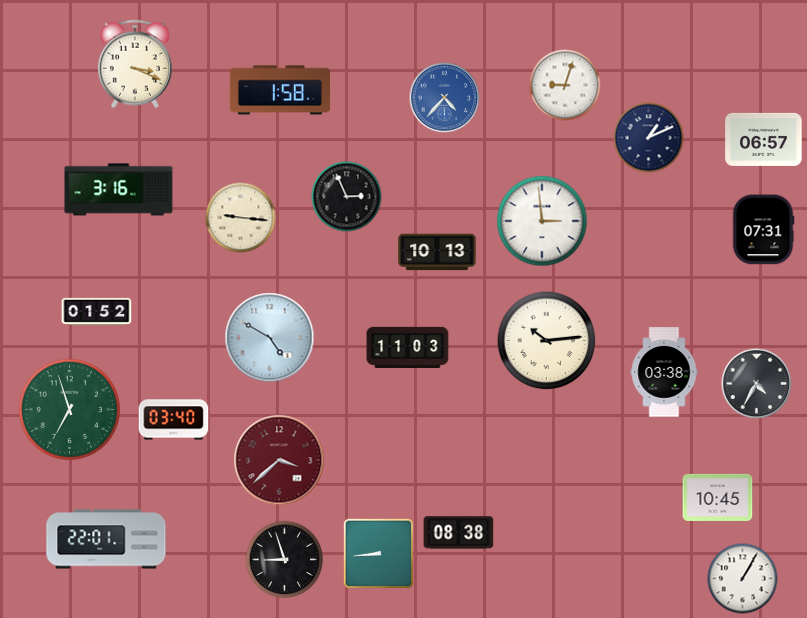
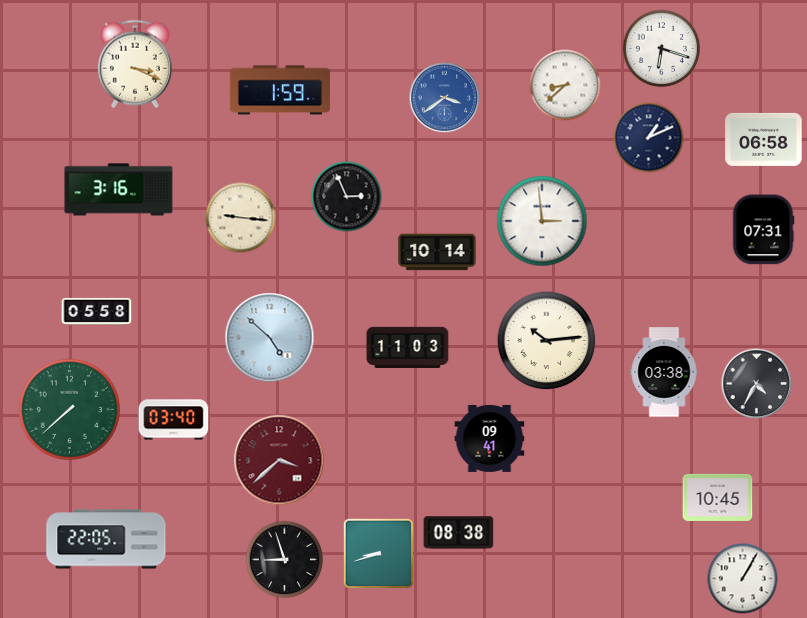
clock at (662, 49): none -> 6:18
clock at (565, 85): 9:03 -> 8:38
clock at (280, 90): 1:58 -> 1:59
clock at (445, 98): 4:37 -> 3:39
clock at (764, 139): 06:57 -> 06:58
clock at (437, 252): 10:13 -> 10:14
clock at (97, 311): 01:52 -> 05:58
clock at (270, 338): 4:50 -> 4:52
clock at (69, 409): 6:57 -> 7:38
clock at (490, 438): none -> 09:41
clock at (106, 539): 22:01 -> 22:05
clock at (378, 553): 8:44 -> 8:42
